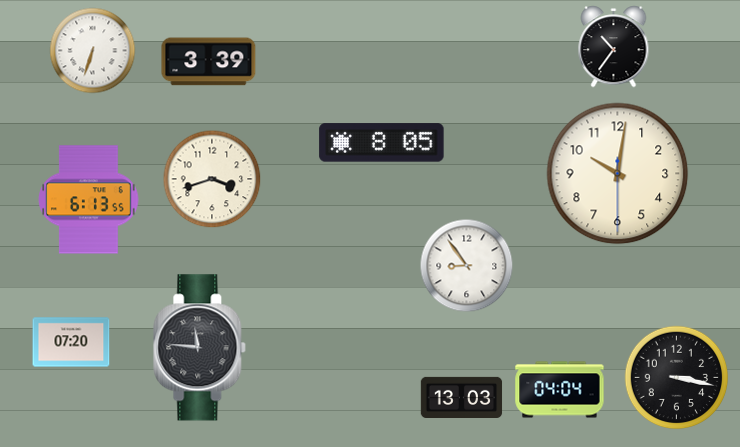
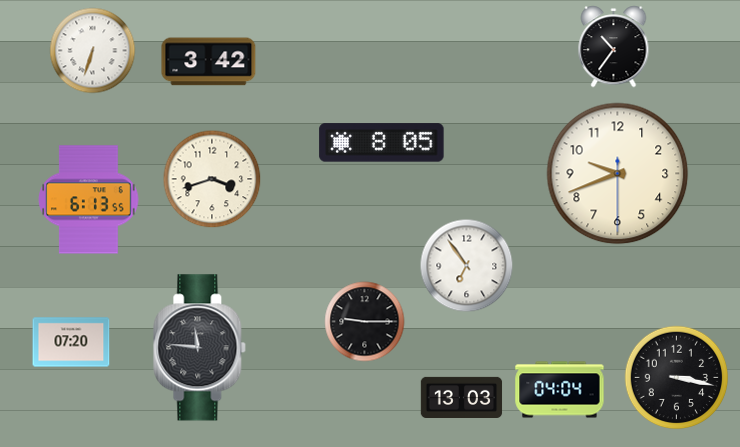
clock at (209, 62): 3:39 -> 3:42
clock at (618, 174): 10:01 -> 9:41
clock at (467, 266): 8:54 -> 6:54
clock at (365, 322): none -> 9:15
